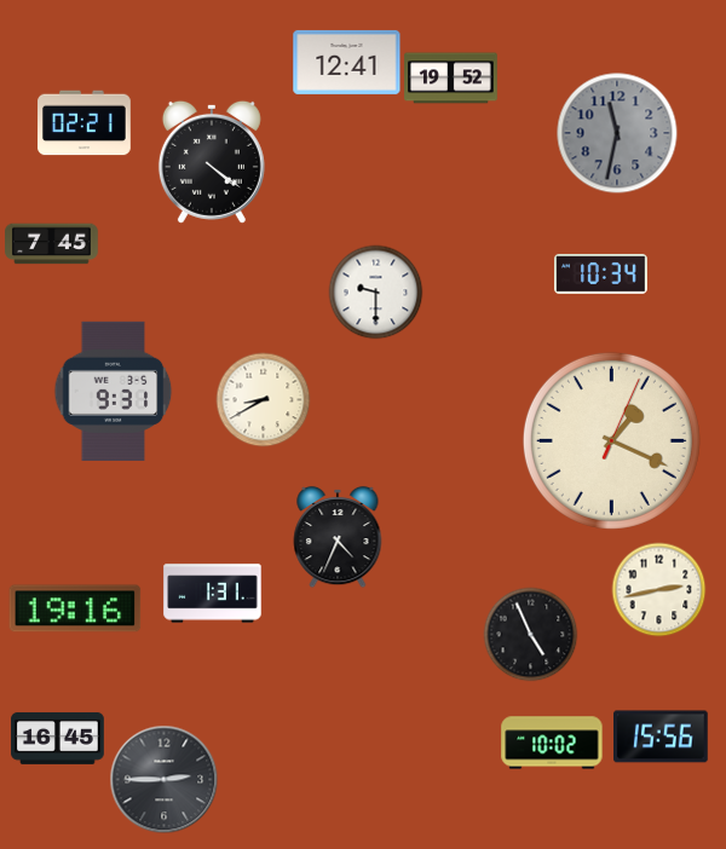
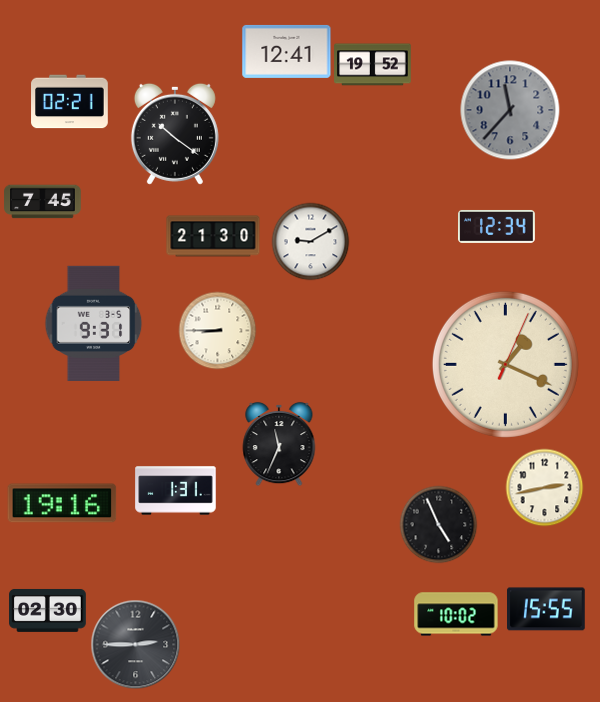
clock at (617, 133): 11:32 -> 11:37
clock at (212, 162): 4:21 -> 10:21
clock at (601, 275): 10:34 -> 12:34
clock at (213, 236): none -> 21:30
clock at (375, 291): 9:30 -> 9:10
clock at (263, 399): 8:40 -> 8:45
clock at (338, 537): 4:34 -> 11:34
clock at (662, 737): 15:56 -> 15:55
clock at (58, 738): 16:45 -> 02:30
